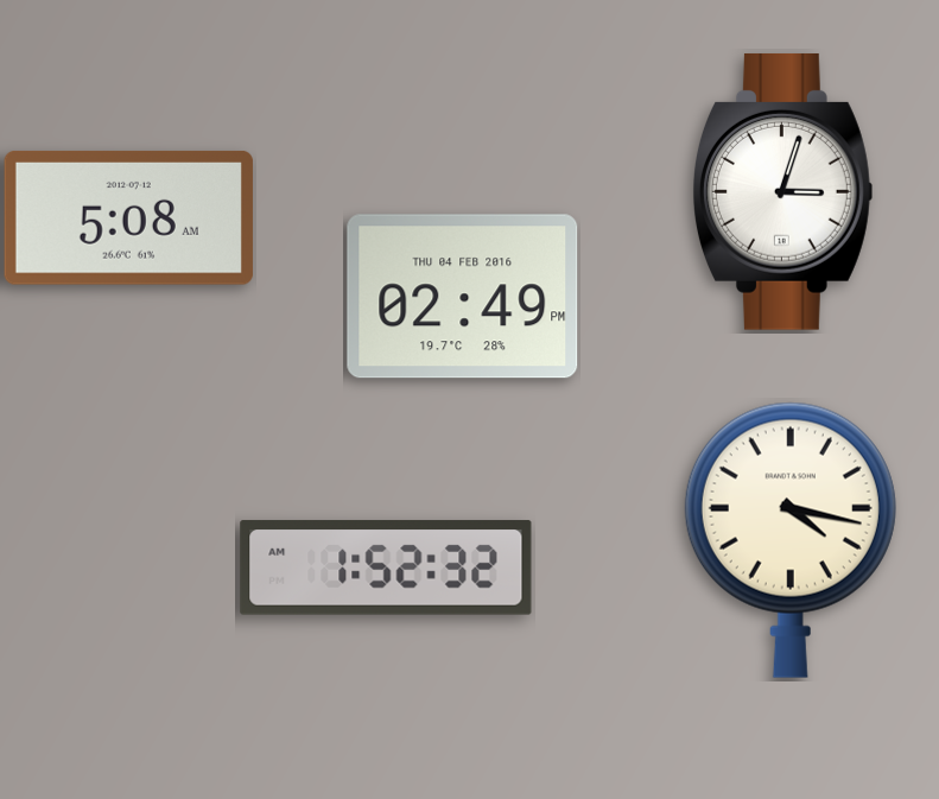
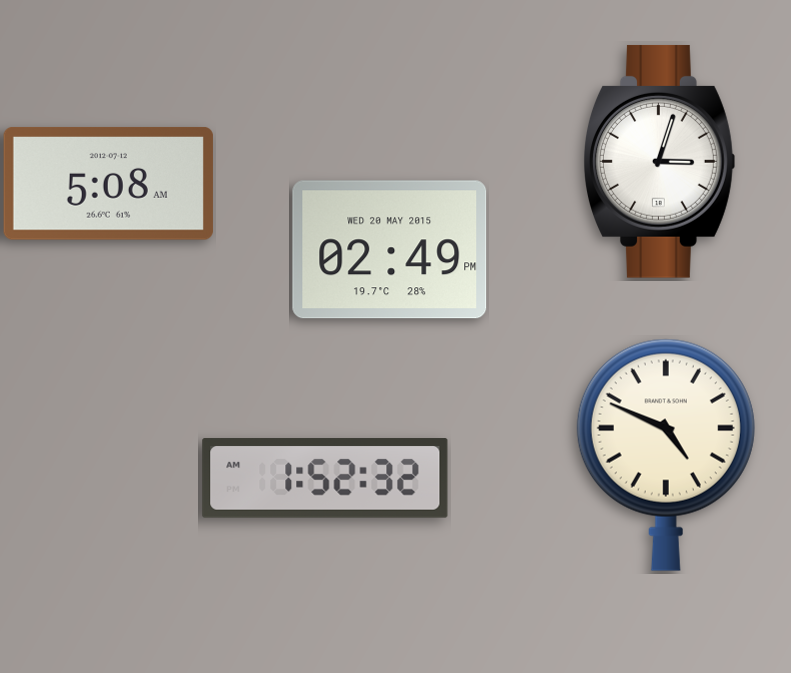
clock at (463, 297) date: THU 04 FEB 2016 -> WED 20 MAY 2015
clock at (791, 540): 4:17 -> 4:49
